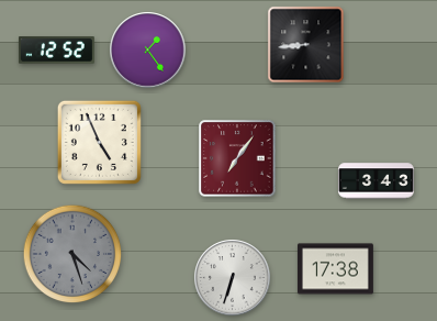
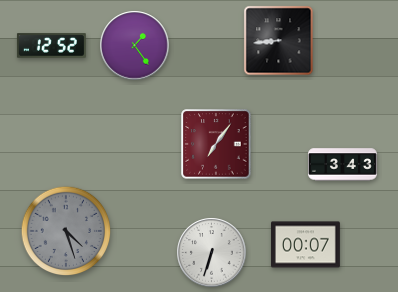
clock at (99, 142): 4:56 -> none
clock at (335, 269): 17:38 -> 00:07
